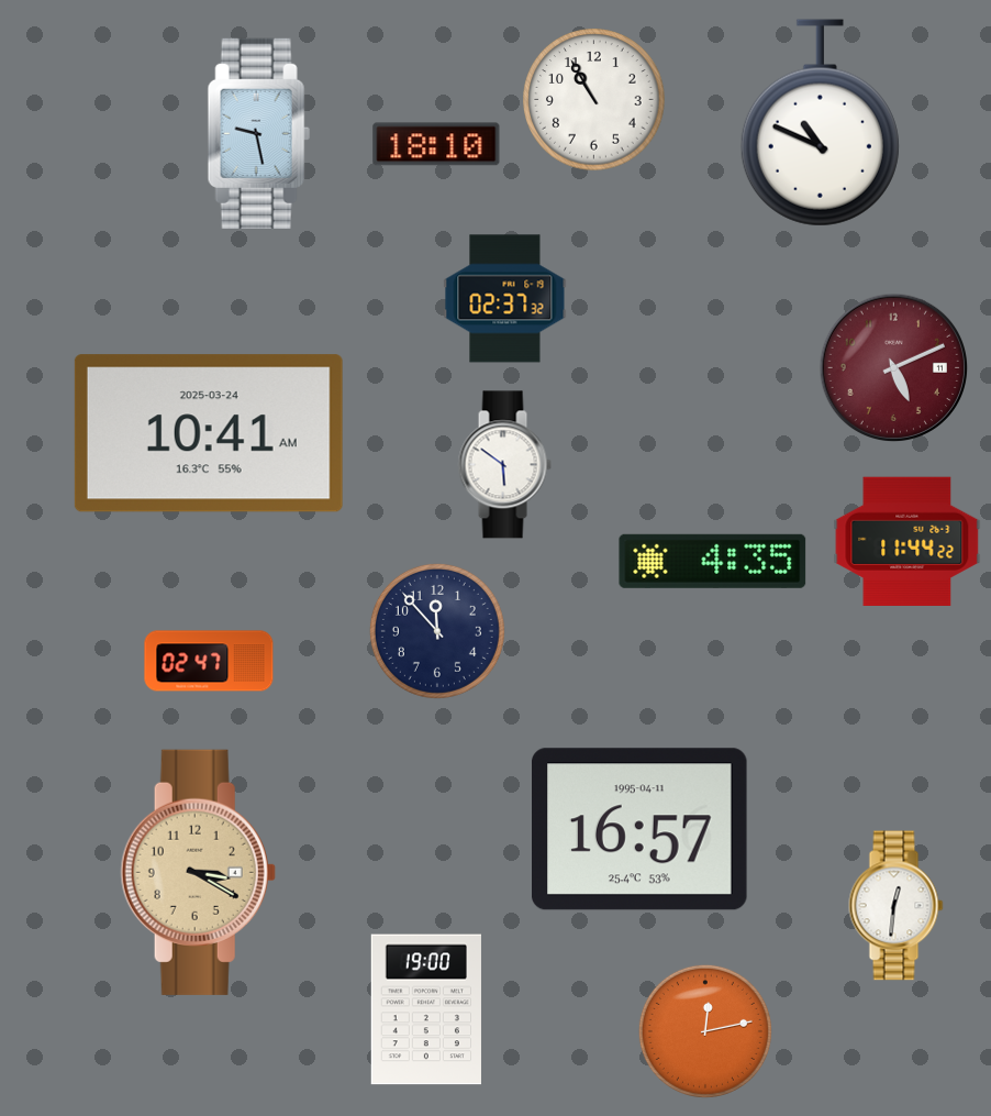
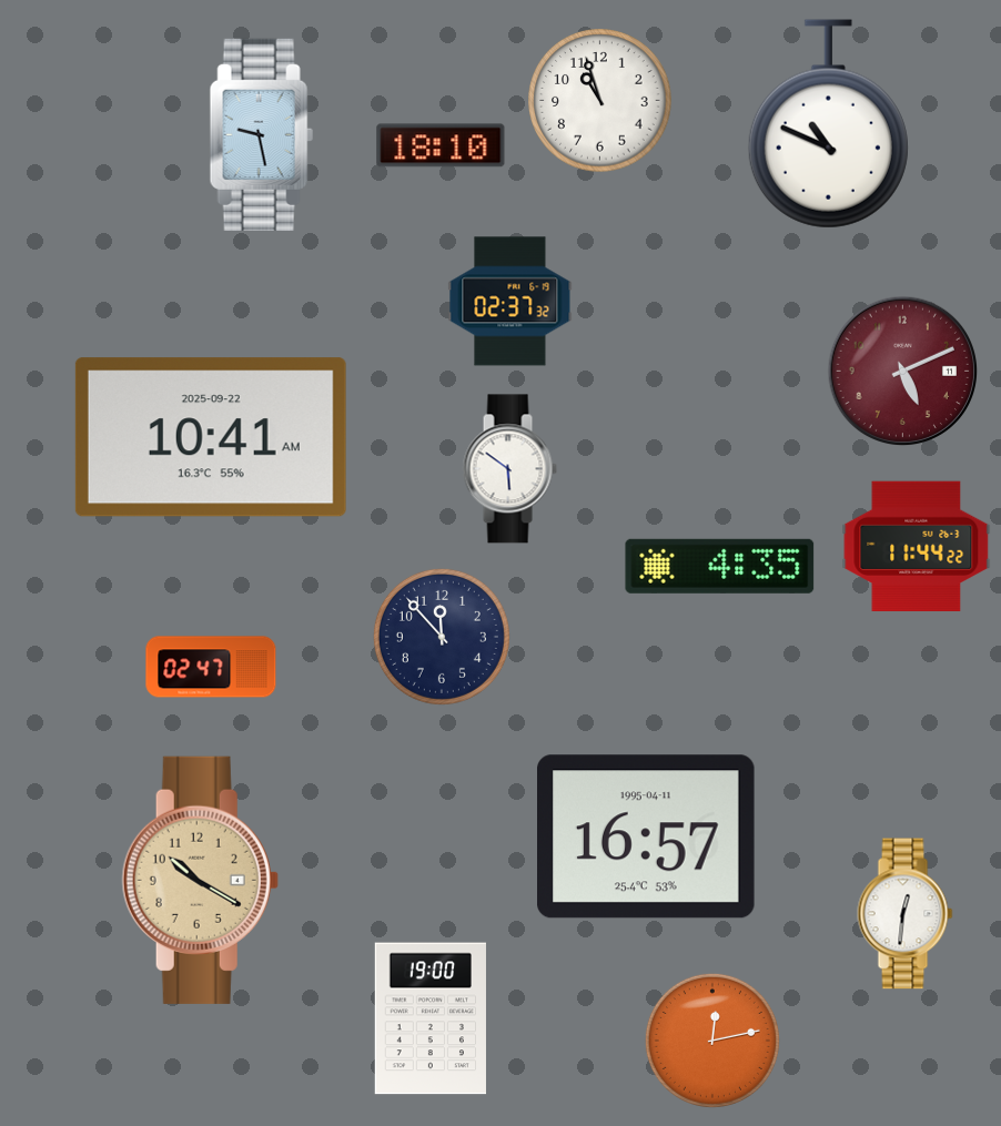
clock at (594, 100): 10:55 -> 10:57
clock at (209, 433) date: 2025-03-24 -> 2025-09-22
clock at (198, 872): 3:20 -> 10:20
